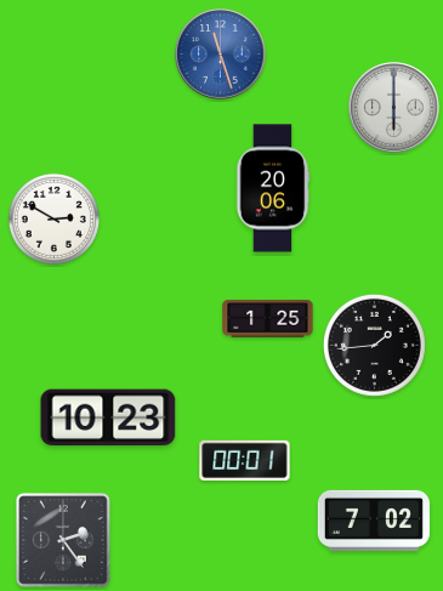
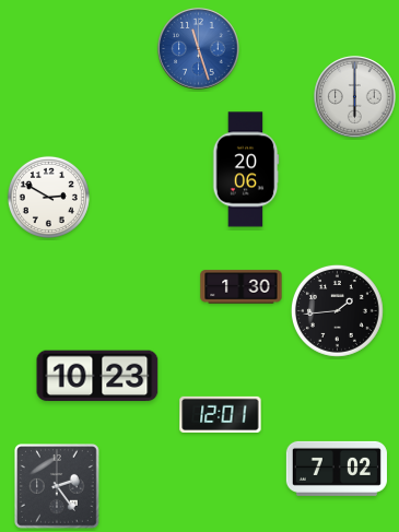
clock at (268, 319): 1:25 -> 1:30
clock at (245, 460): 00:01 -> 12:01
